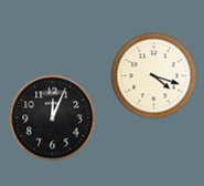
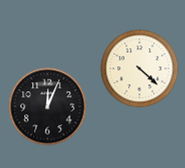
clock at (153, 75): 4:18 -> 4:22
